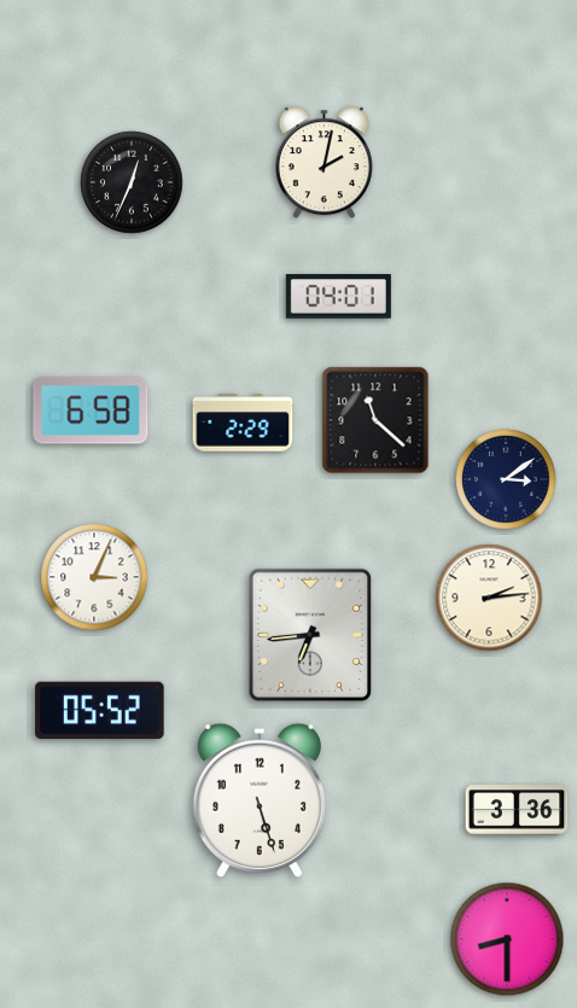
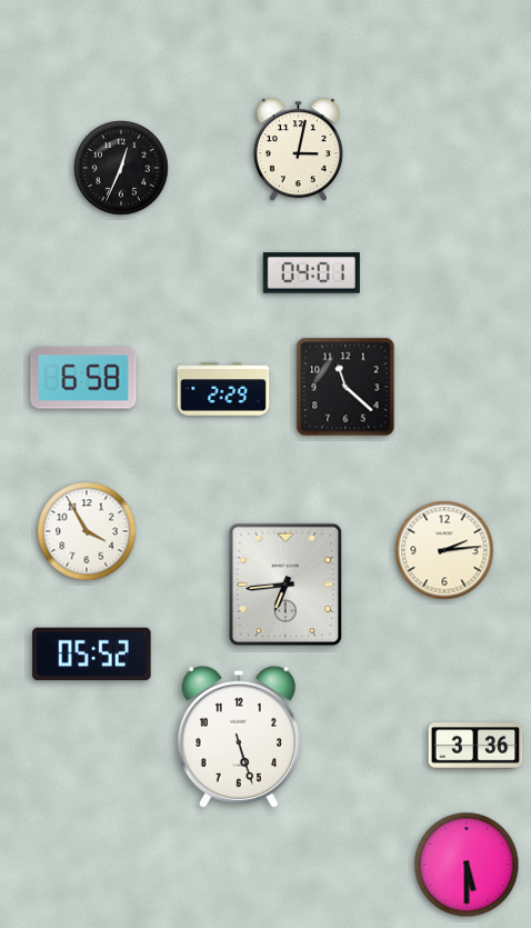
clock at (324, 163): 2:02 -> 3:02
clock at (506, 479): 3:09 -> none
clock at (94, 577): 3:04 -> 3:55
clock at (489, 598) position: (489, 598) -> (444, 550)
clock at (507, 939): 8:30 -> 5:30
